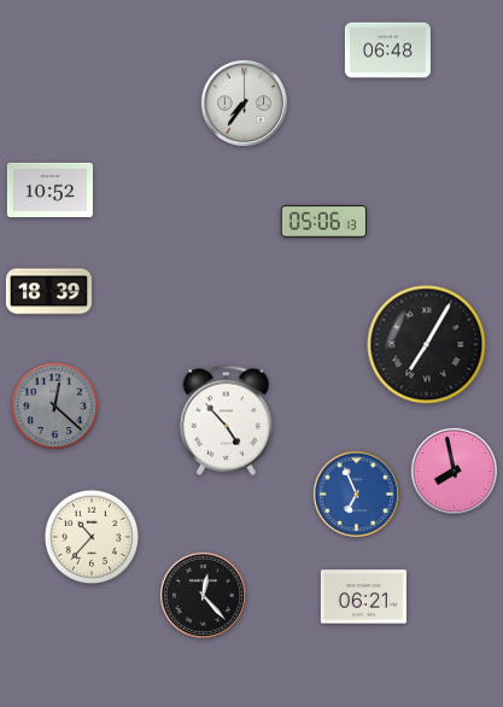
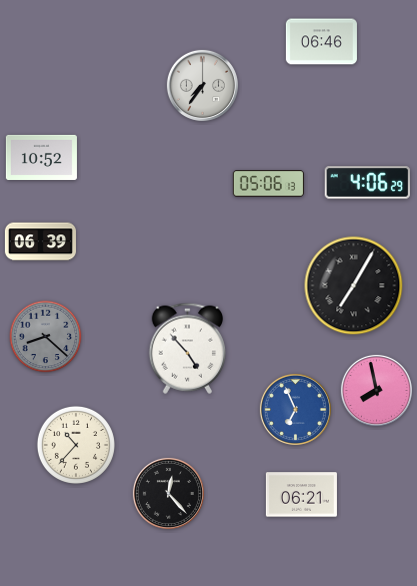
clock at (387, 51): 06:48 -> 06:46
clock at (367, 183): none -> 4:06
clock at (48, 292): 18:39 -> 06:39
clock at (55, 407): 12:22 -> 8:22
